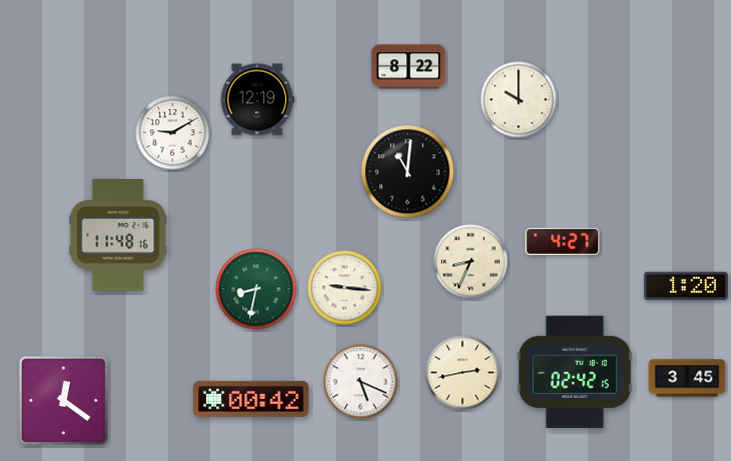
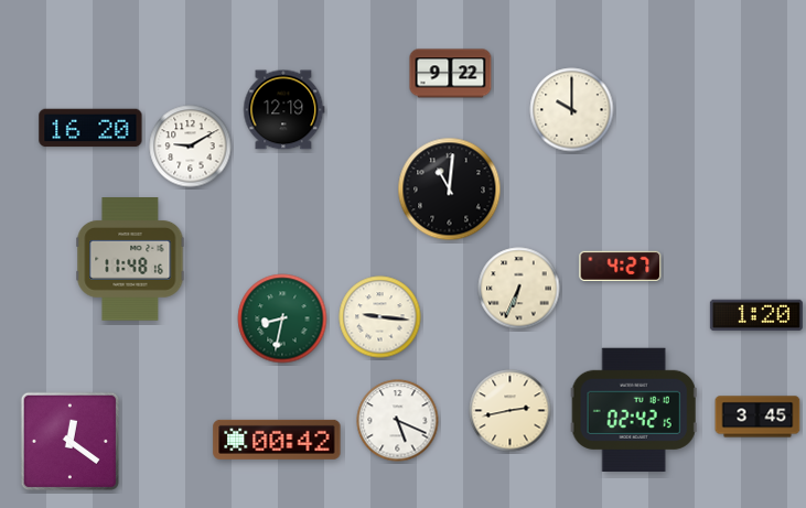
clock at (409, 67): 8:22 -> 9:22
clock at (90, 128): none -> 16:20
clock at (471, 262): 8:34 -> 6:34
